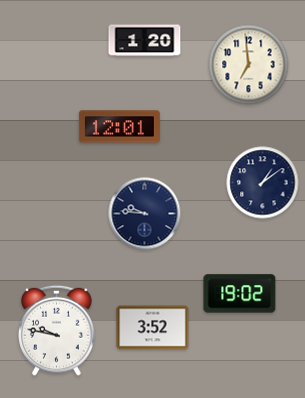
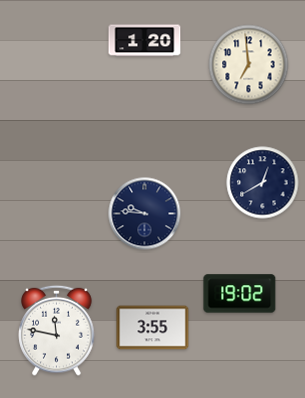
clock at (119, 127): 12:01 -> none
clock at (263, 183): 1:09 -> 12:40
clock at (153, 328): 3:52 -> 3:55
clock at (57, 330): 9:47 -> 11:47
